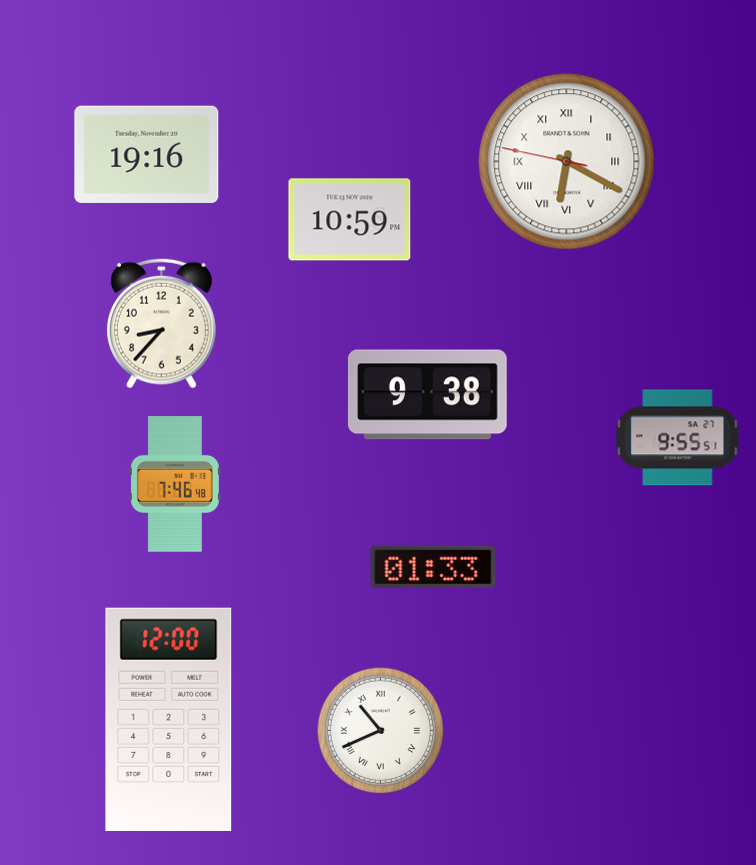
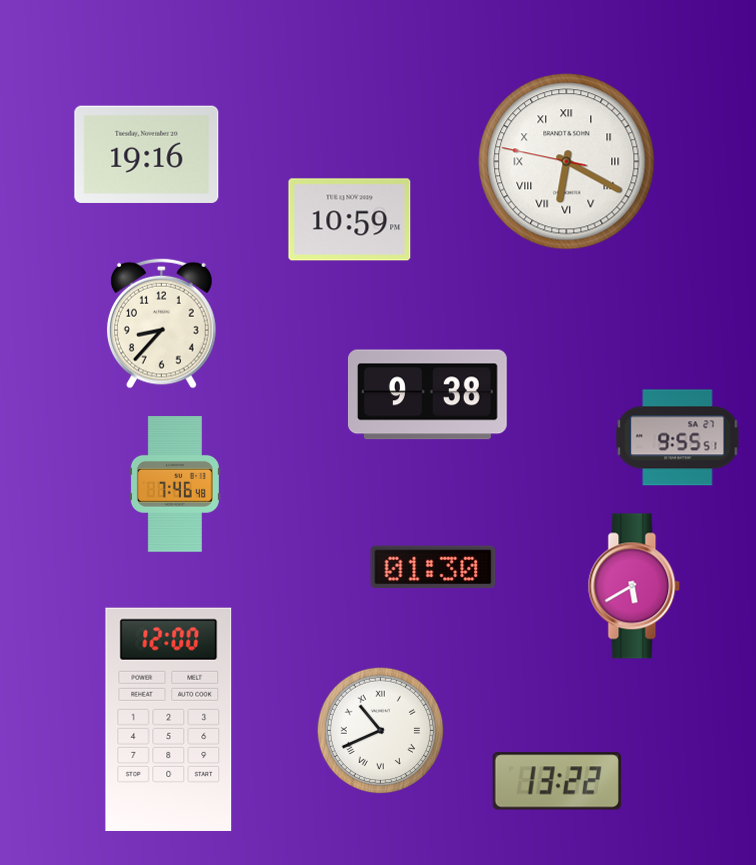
clock at (433, 567): 01:33 -> 01:30
clock at (634, 586): none -> 5:40
clock at (557, 781): none -> 13:22
